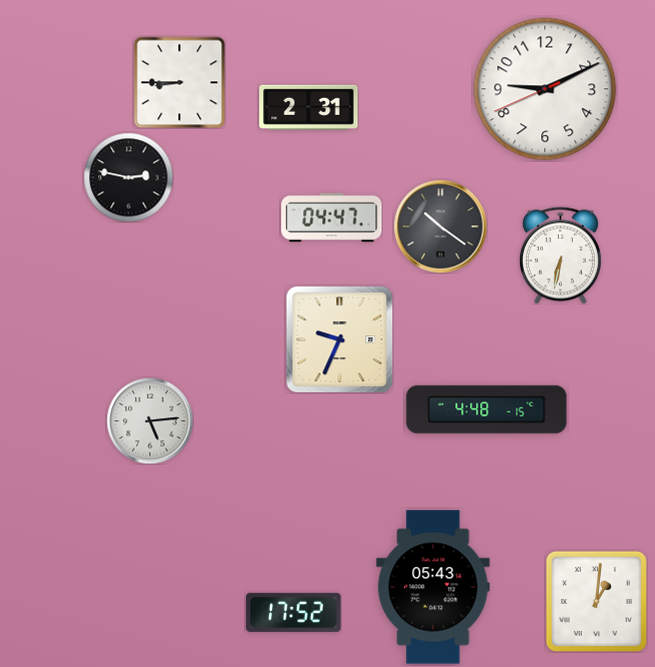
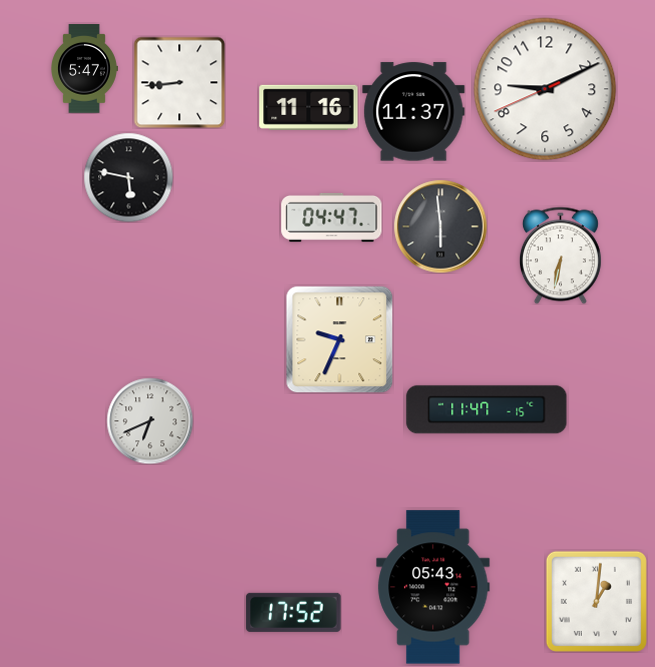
clock at (84, 69): none -> 5:47
clock at (179, 82): 8:45 -> 8:44
clock at (309, 107): 2:31 -> 11:16
clock at (414, 112): none -> 11:37
clock at (128, 177): 2:47 -> 5:47
clock at (440, 226): 10:21 -> 5:59
clock at (487, 410): 4:48 -> 11:47
clock at (150, 421): 5:14 -> 6:41
